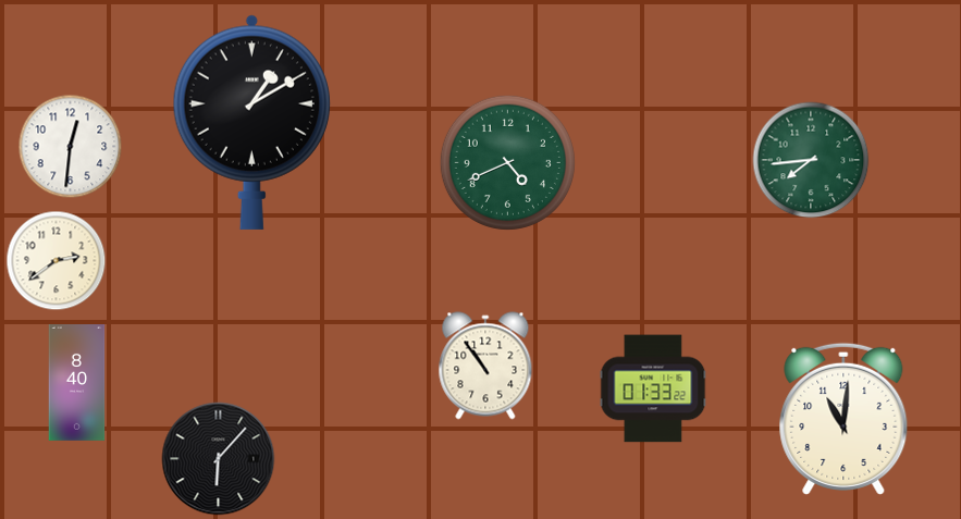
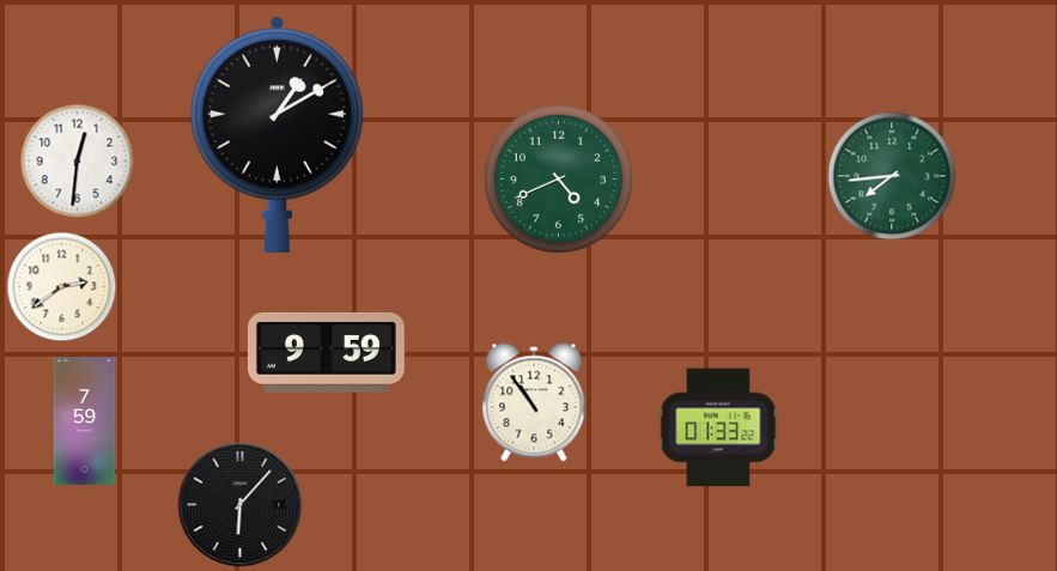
clock at (326, 352): none -> 9:59
clock at (77, 383): 8:40 -> 7:59
clock at (843, 419): 11:01 -> none
